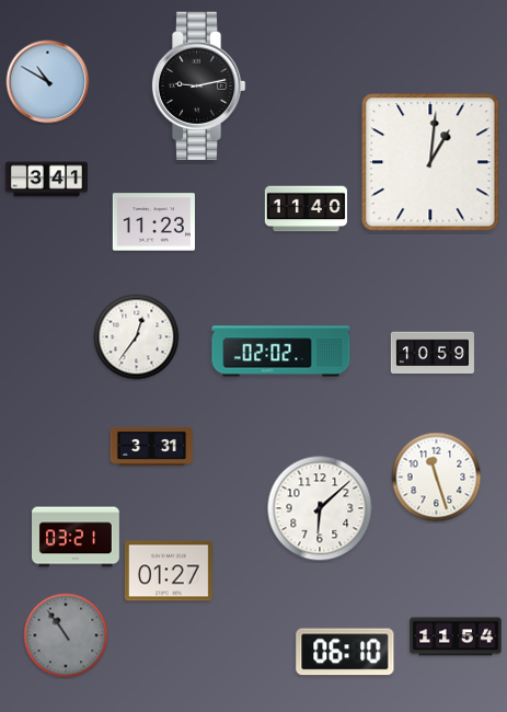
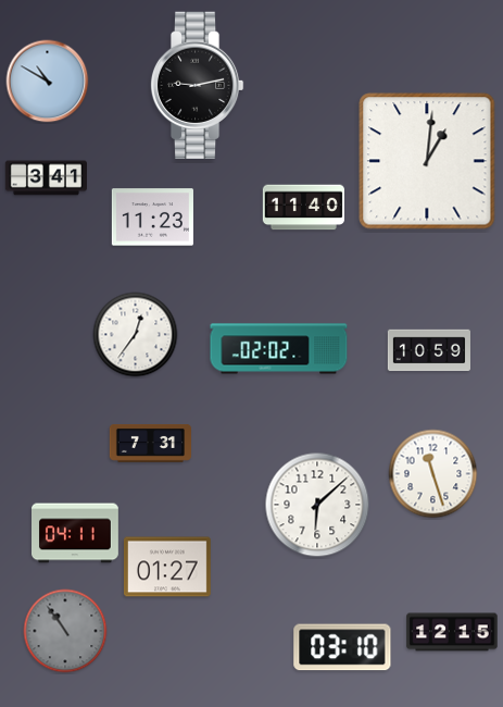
clock at (153, 222) position: (153, 222) -> (152, 218)
clock at (151, 447): 3:31 -> 7:31
clock at (77, 537): 03:21 -> 04:11
clock at (456, 636): 11:54 -> 12:15
clock at (345, 652): 06:10 -> 03:10
